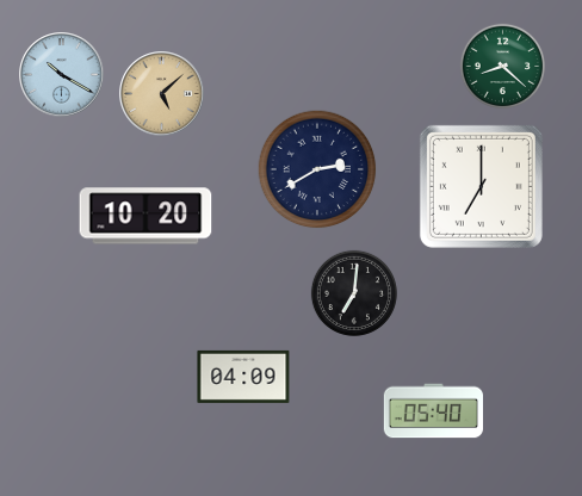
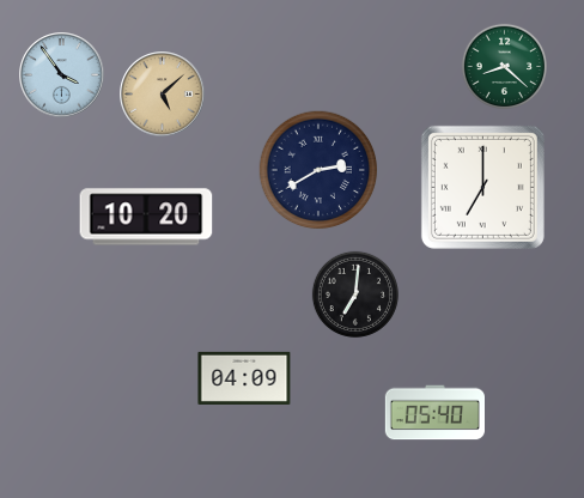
clock at (62, 75): 10:20 -> 3:54
